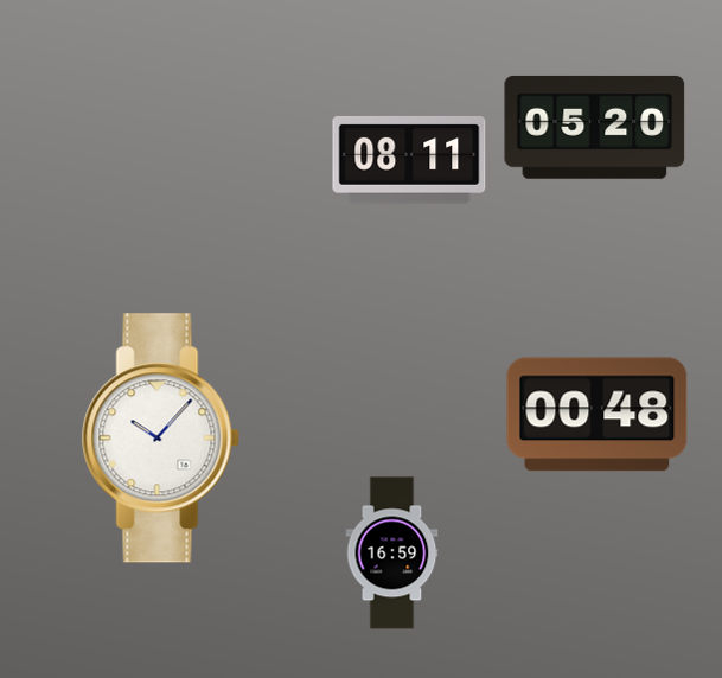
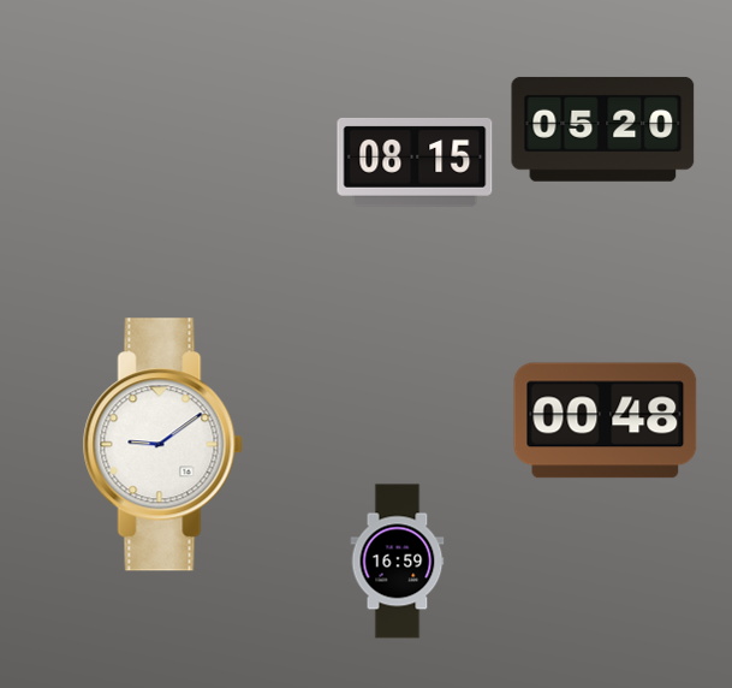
clock at (409, 160): 08:11 -> 08:15
clock at (160, 439): 10:07 -> 9:09
